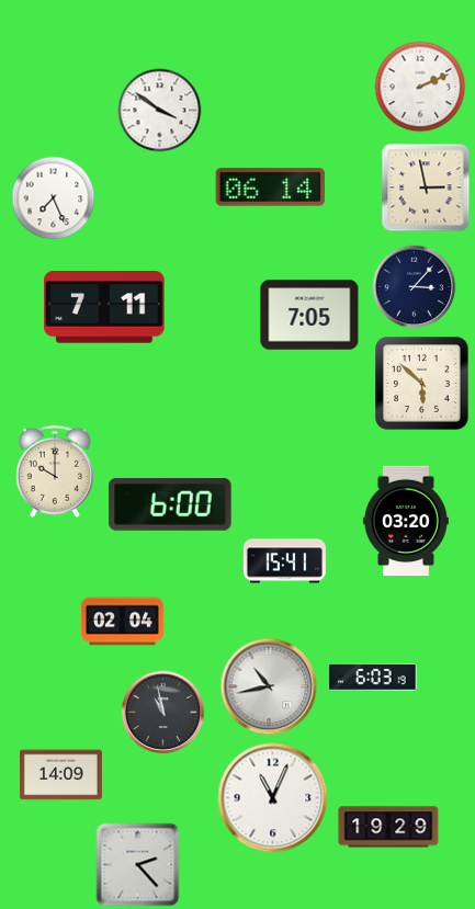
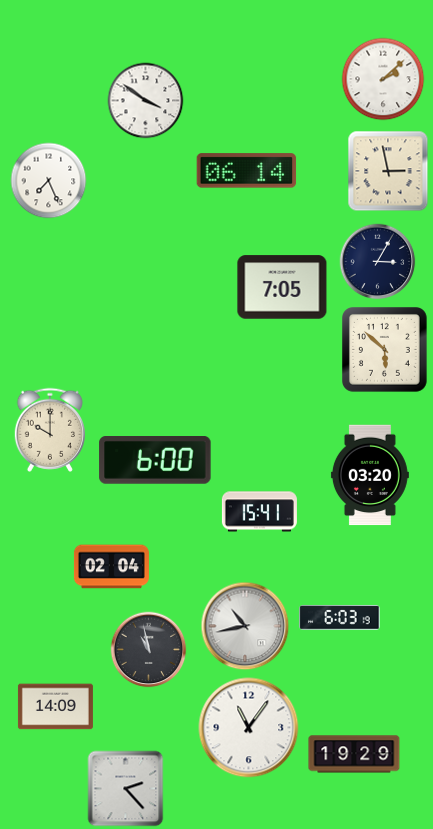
clock at (420, 87): 2:11 -> 2:08
clock at (415, 287): 3:07 -> 3:05
clock at (104, 307): 7:11 -> none
clock at (273, 798): 11:04 -> 11:06
